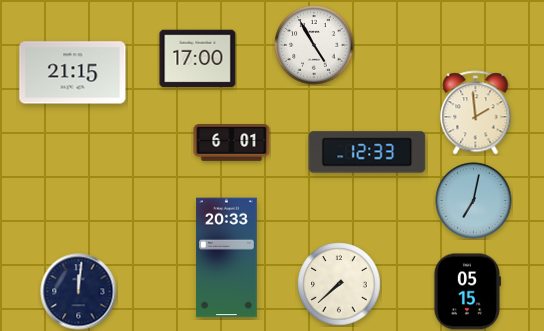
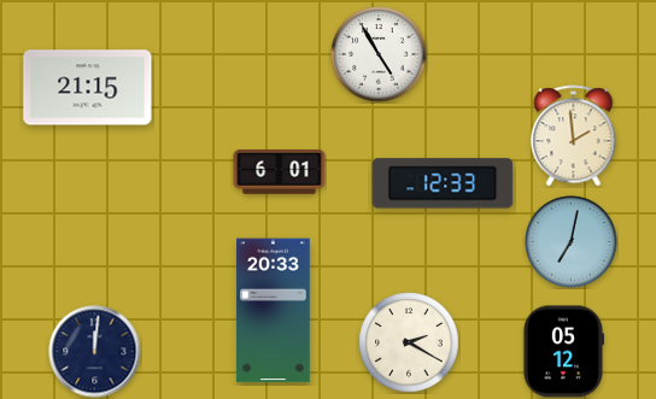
clock at (198, 59): 17:00 -> none
clock at (339, 284): 7:38 -> 2:20
clock at (467, 292): 05:15 -> 05:12
